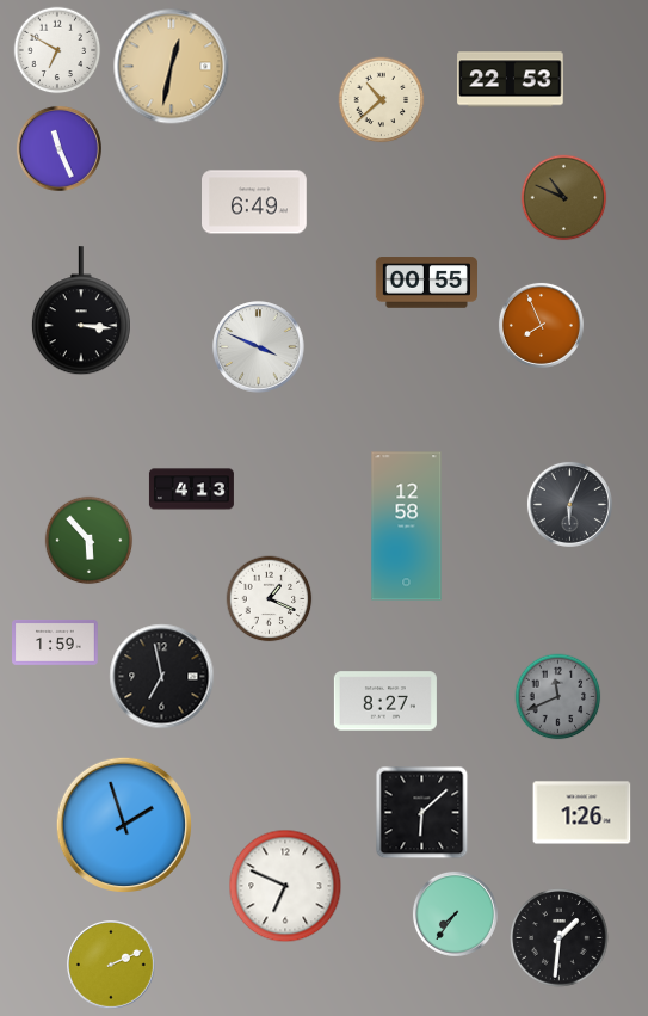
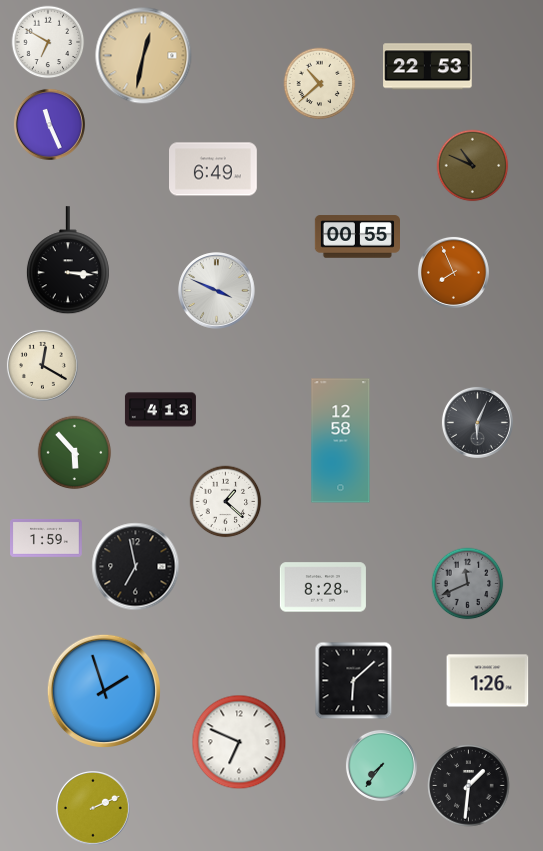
clock at (42, 365): none -> 12:20
clock at (270, 599): 1:19 -> 1:22
clock at (385, 701): 8:27 -> 8:28
